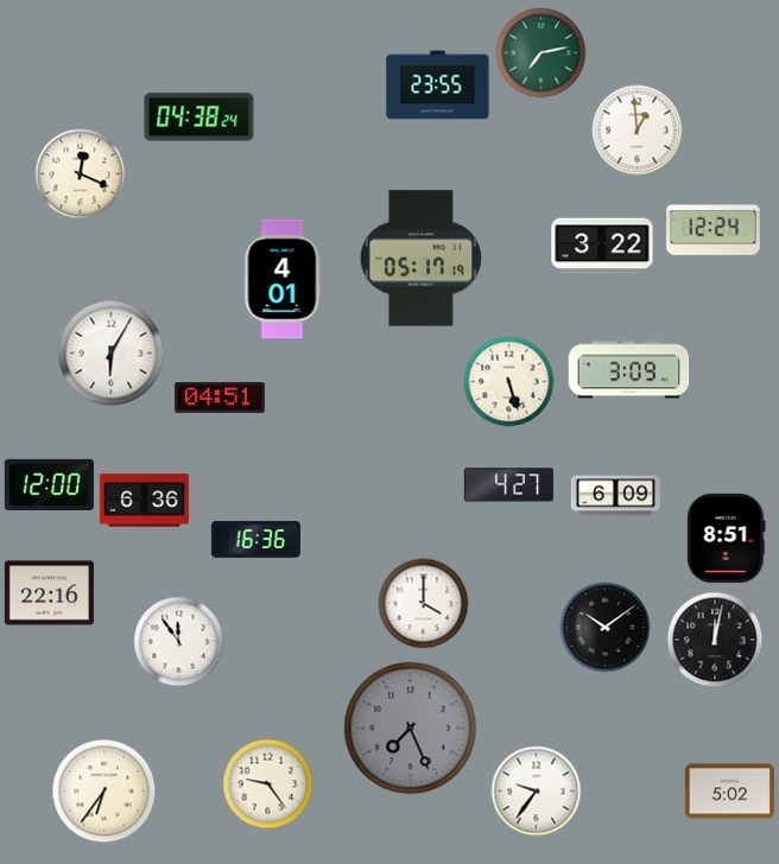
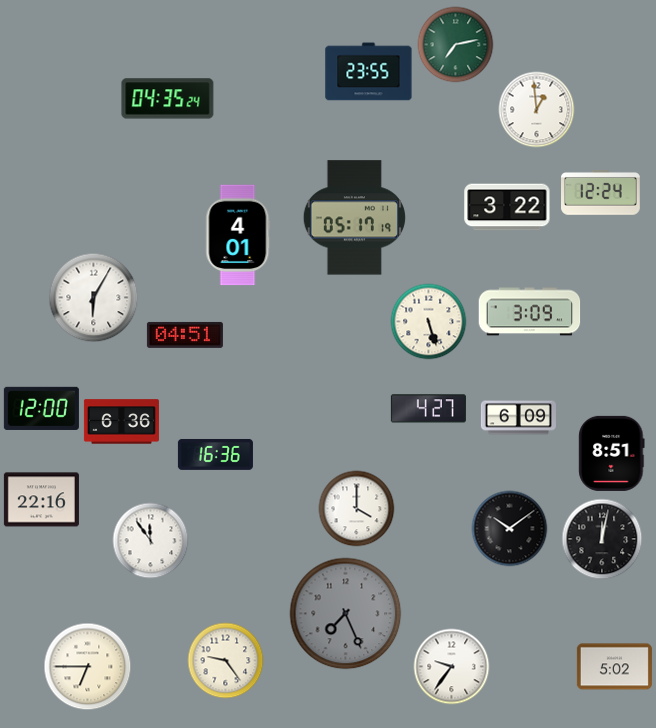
clock at (199, 117): 04:38 -> 04:35
clock at (81, 174): 12:19 -> none
clock at (104, 792): 6:36 -> 6:45
